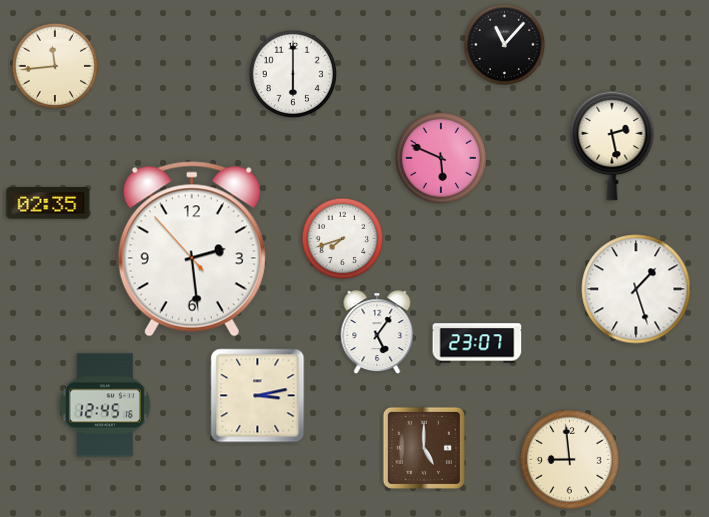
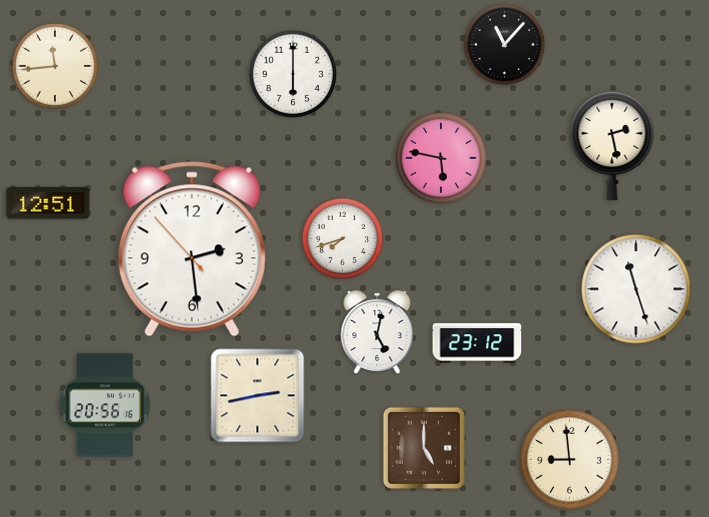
clock at (441, 158): 5:49 -> 5:47
clock at (48, 203): 02:35 -> 12:51
clock at (636, 289): 1:27 -> 11:27
clock at (377, 333): 5:06 -> 5:02
clock at (477, 343): 23:07 -> 23:12
clock at (258, 396): 3:13 -> 2:43
clock at (105, 405): 12:45 -> 20:56
